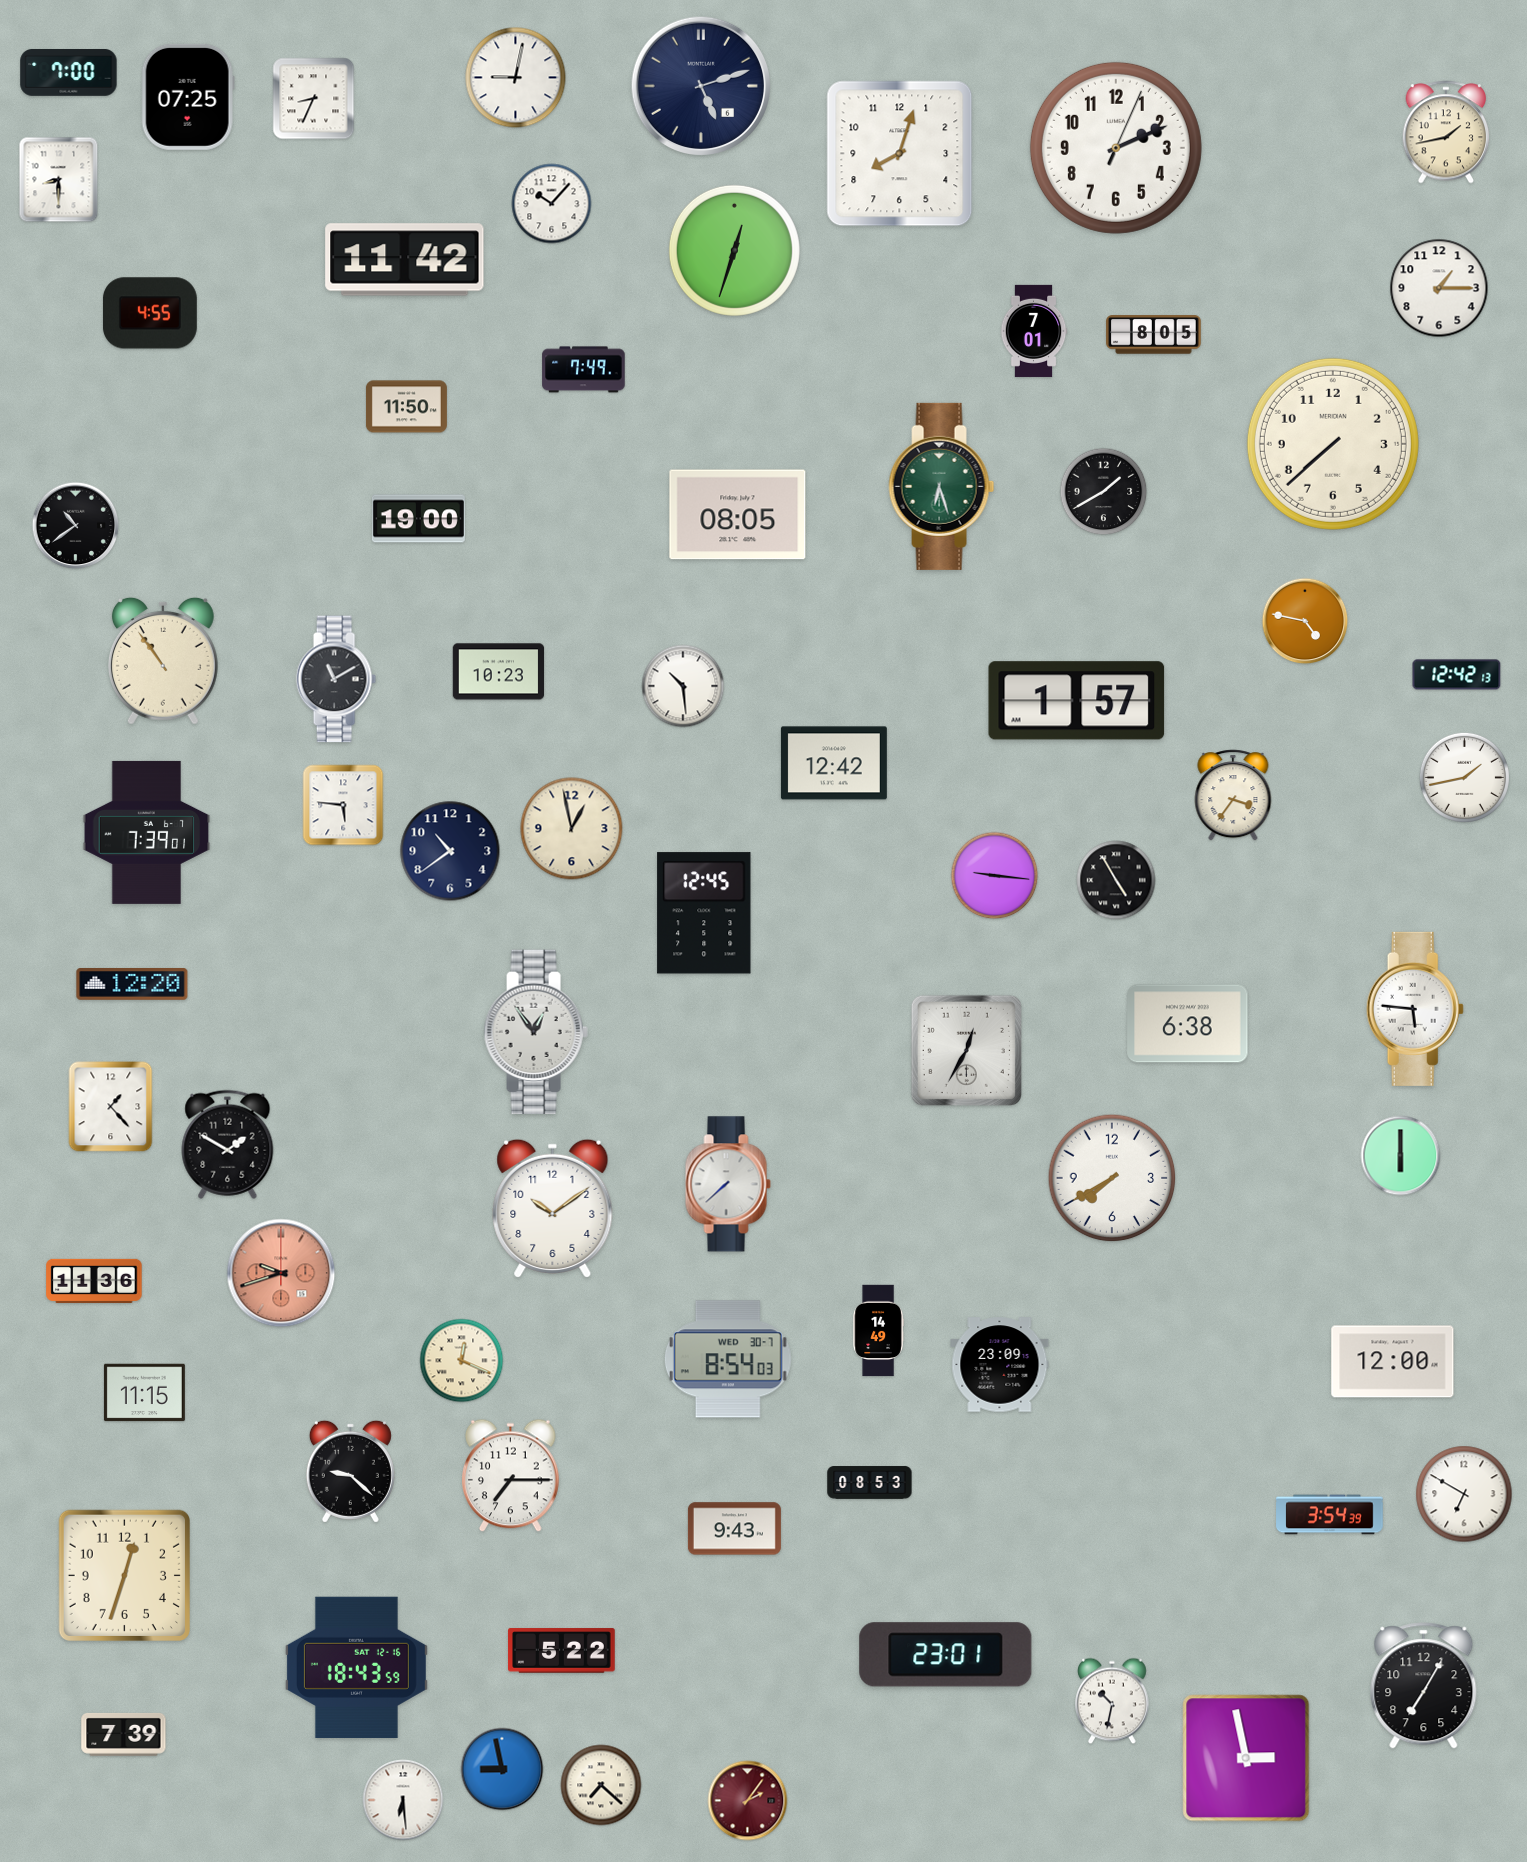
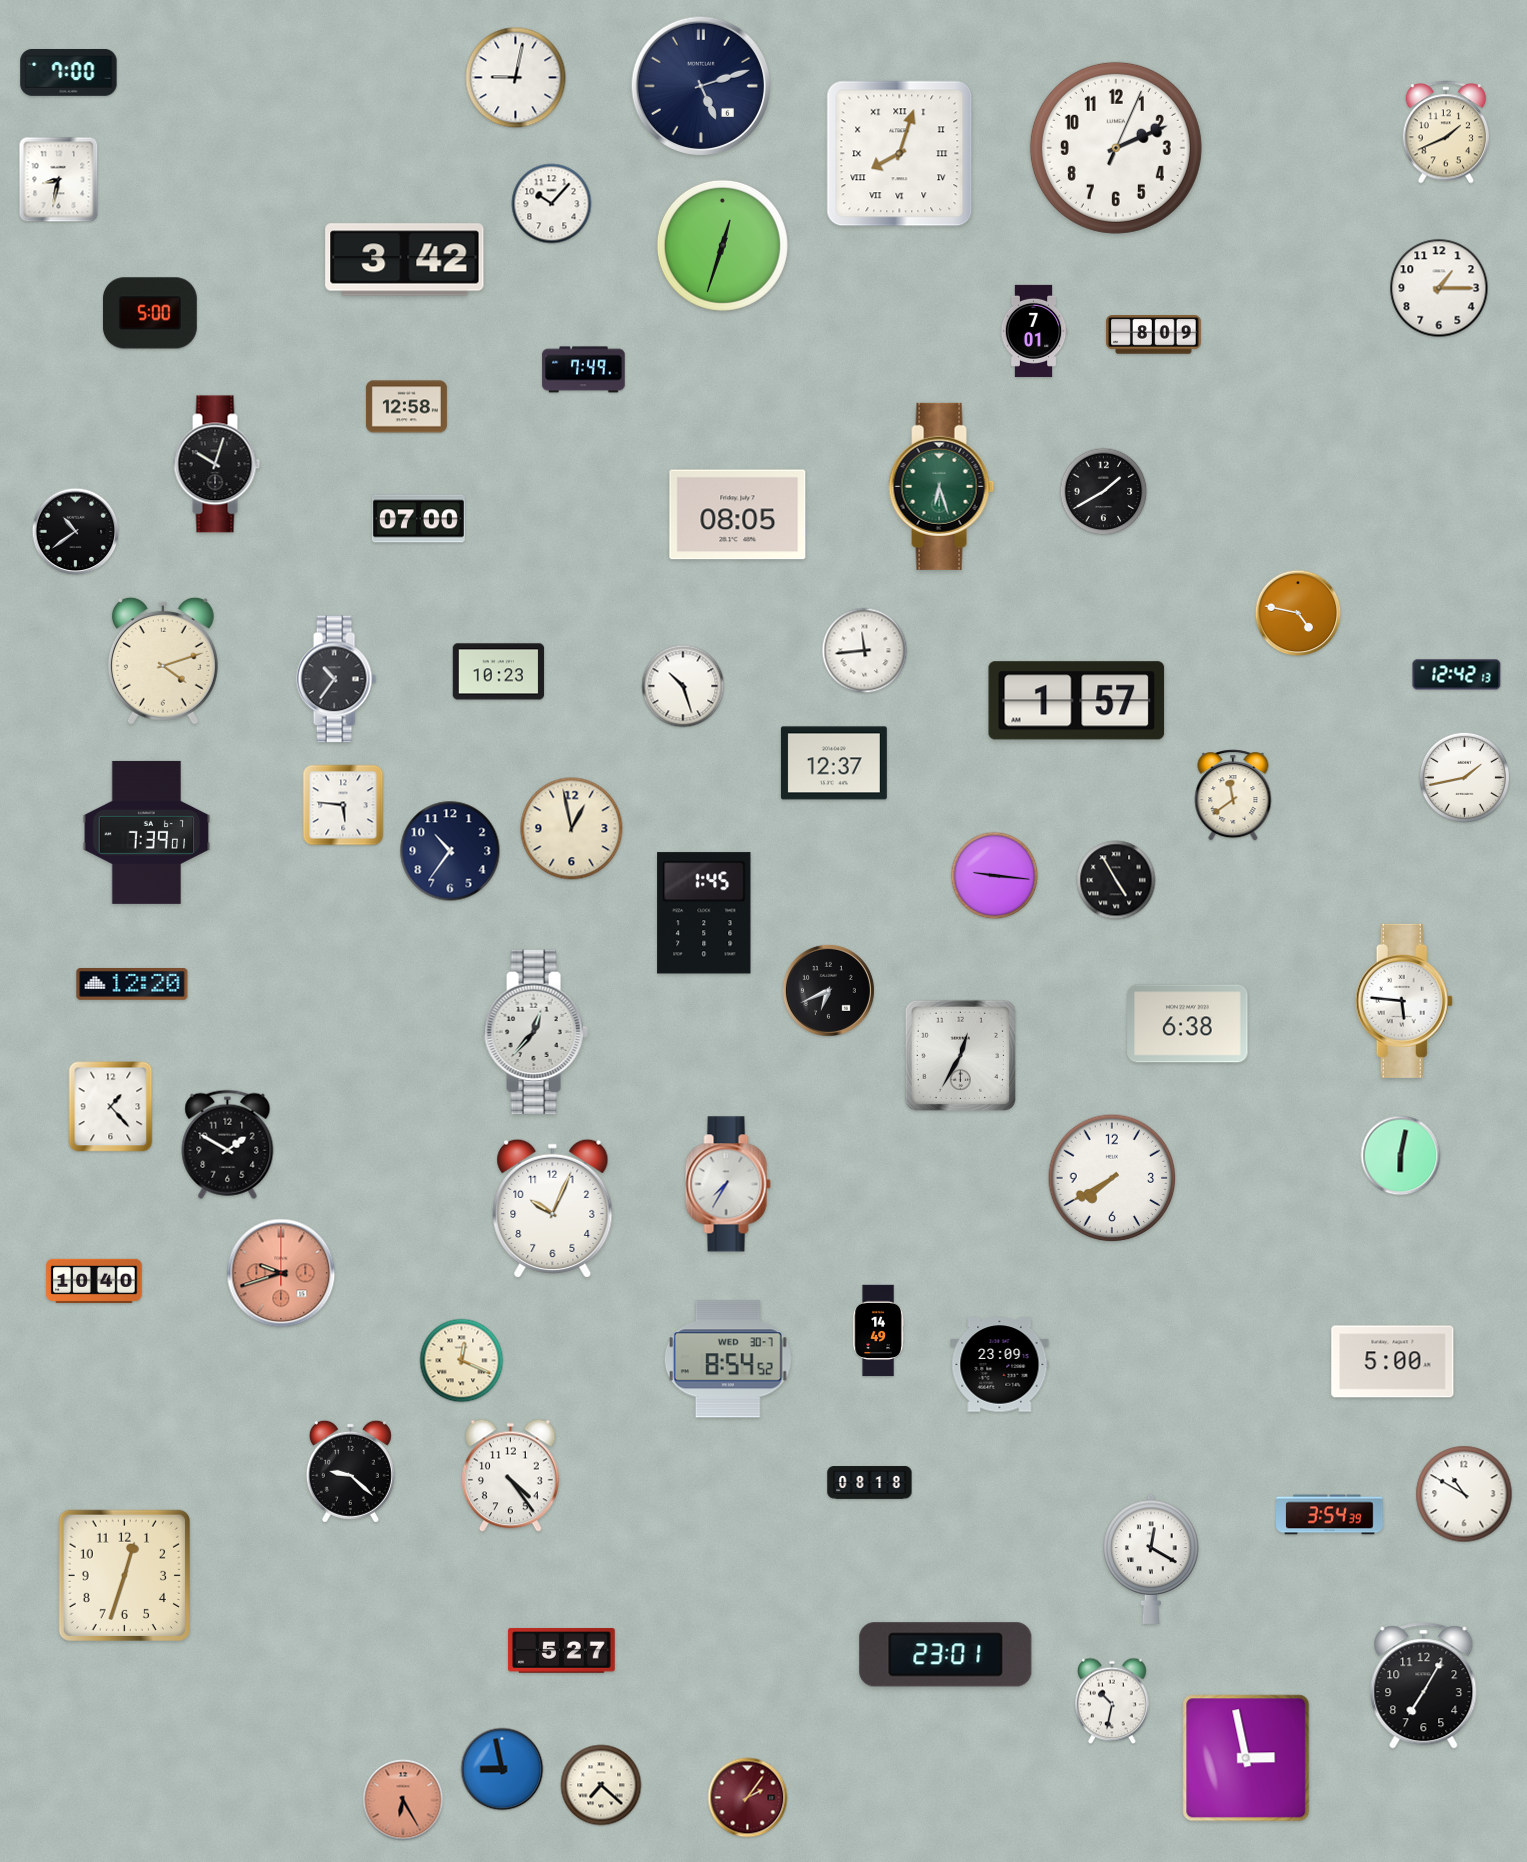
clock at (188, 97): 07:25 -> none
clock at (314, 99): 8:34 -> none
clock at (1446, 132): 1:43 -> 1:41
clock at (900, 154) numerals: Arabic -> Roman
clock at (59, 180): 8:30 -> 8:32
clock at (734, 250) position: (734, 250) -> (722, 245)
clock at (405, 260): 11:42 -> 3:42
clock at (150, 313): 4:55 -> 5:00
clock at (1154, 335): 8:05 -> 8:09
clock at (406, 407): 11:50 -> 12:58
clock at (1333, 444): 7:38 -> none
clock at (217, 464): none -> 10:03
clock at (418, 519): 19:00 -> 07:00
clock at (76, 526) position: (76, 526) -> (76, 532)
clock at (1305, 621) position: (1305, 621) -> (1298, 613)
clock at (865, 651): none -> 11:44
clock at (163, 661): 10:54 -> 4:12
clock at (336, 679): 11:10 -> 10:36
clock at (683, 686): 10:29 -> 10:27
clock at (834, 763): 12:42 -> 12:37
clock at (1233, 795): 3:36 -> 11:39
clock at (450, 851): 10:39 -> 10:36
clock at (704, 913): 12:45 -> 1:45
clock at (828, 990): none -> 6:41
clock at (1415, 1009) position: (1415, 1009) -> (1404, 1001)
clock at (536, 1032): 12:54 -> 12:37
clock at (966, 1050) position: (966, 1050) -> (960, 1055)
clock at (1401, 1156): 6:00 -> 6:02
clock at (728, 1184): 7:38 -> 7:35
clock at (553, 1208): 10:09 -> 10:04
clock at (94, 1281): 11:36 -> 10:40
clock at (728, 1359): 8:54:03 -> 8:54:52
clock at (1393, 1362): 12:00 -> 5:00
clock at (144, 1393): 11:15 -> none
clock at (511, 1476): 7:15 -> 4:24
clock at (870, 1483): 08:53 -> 08:18
clock at (1464, 1494): 6:50 -> 10:50
clock at (734, 1529): 9:43 -> none
clock at (1151, 1559): none -> 12:20
clock at (562, 1651): 5:22 -> 5:27
clock at (356, 1667): 18:43 -> none
clock at (124, 1734): 7:39 -> none
clock at (403, 1800): 6:29 -> 6:25
clock at (403, 1800) dial: white -> salmon
clock at (748, 1801) position: (748, 1801) -> (748, 1798)
